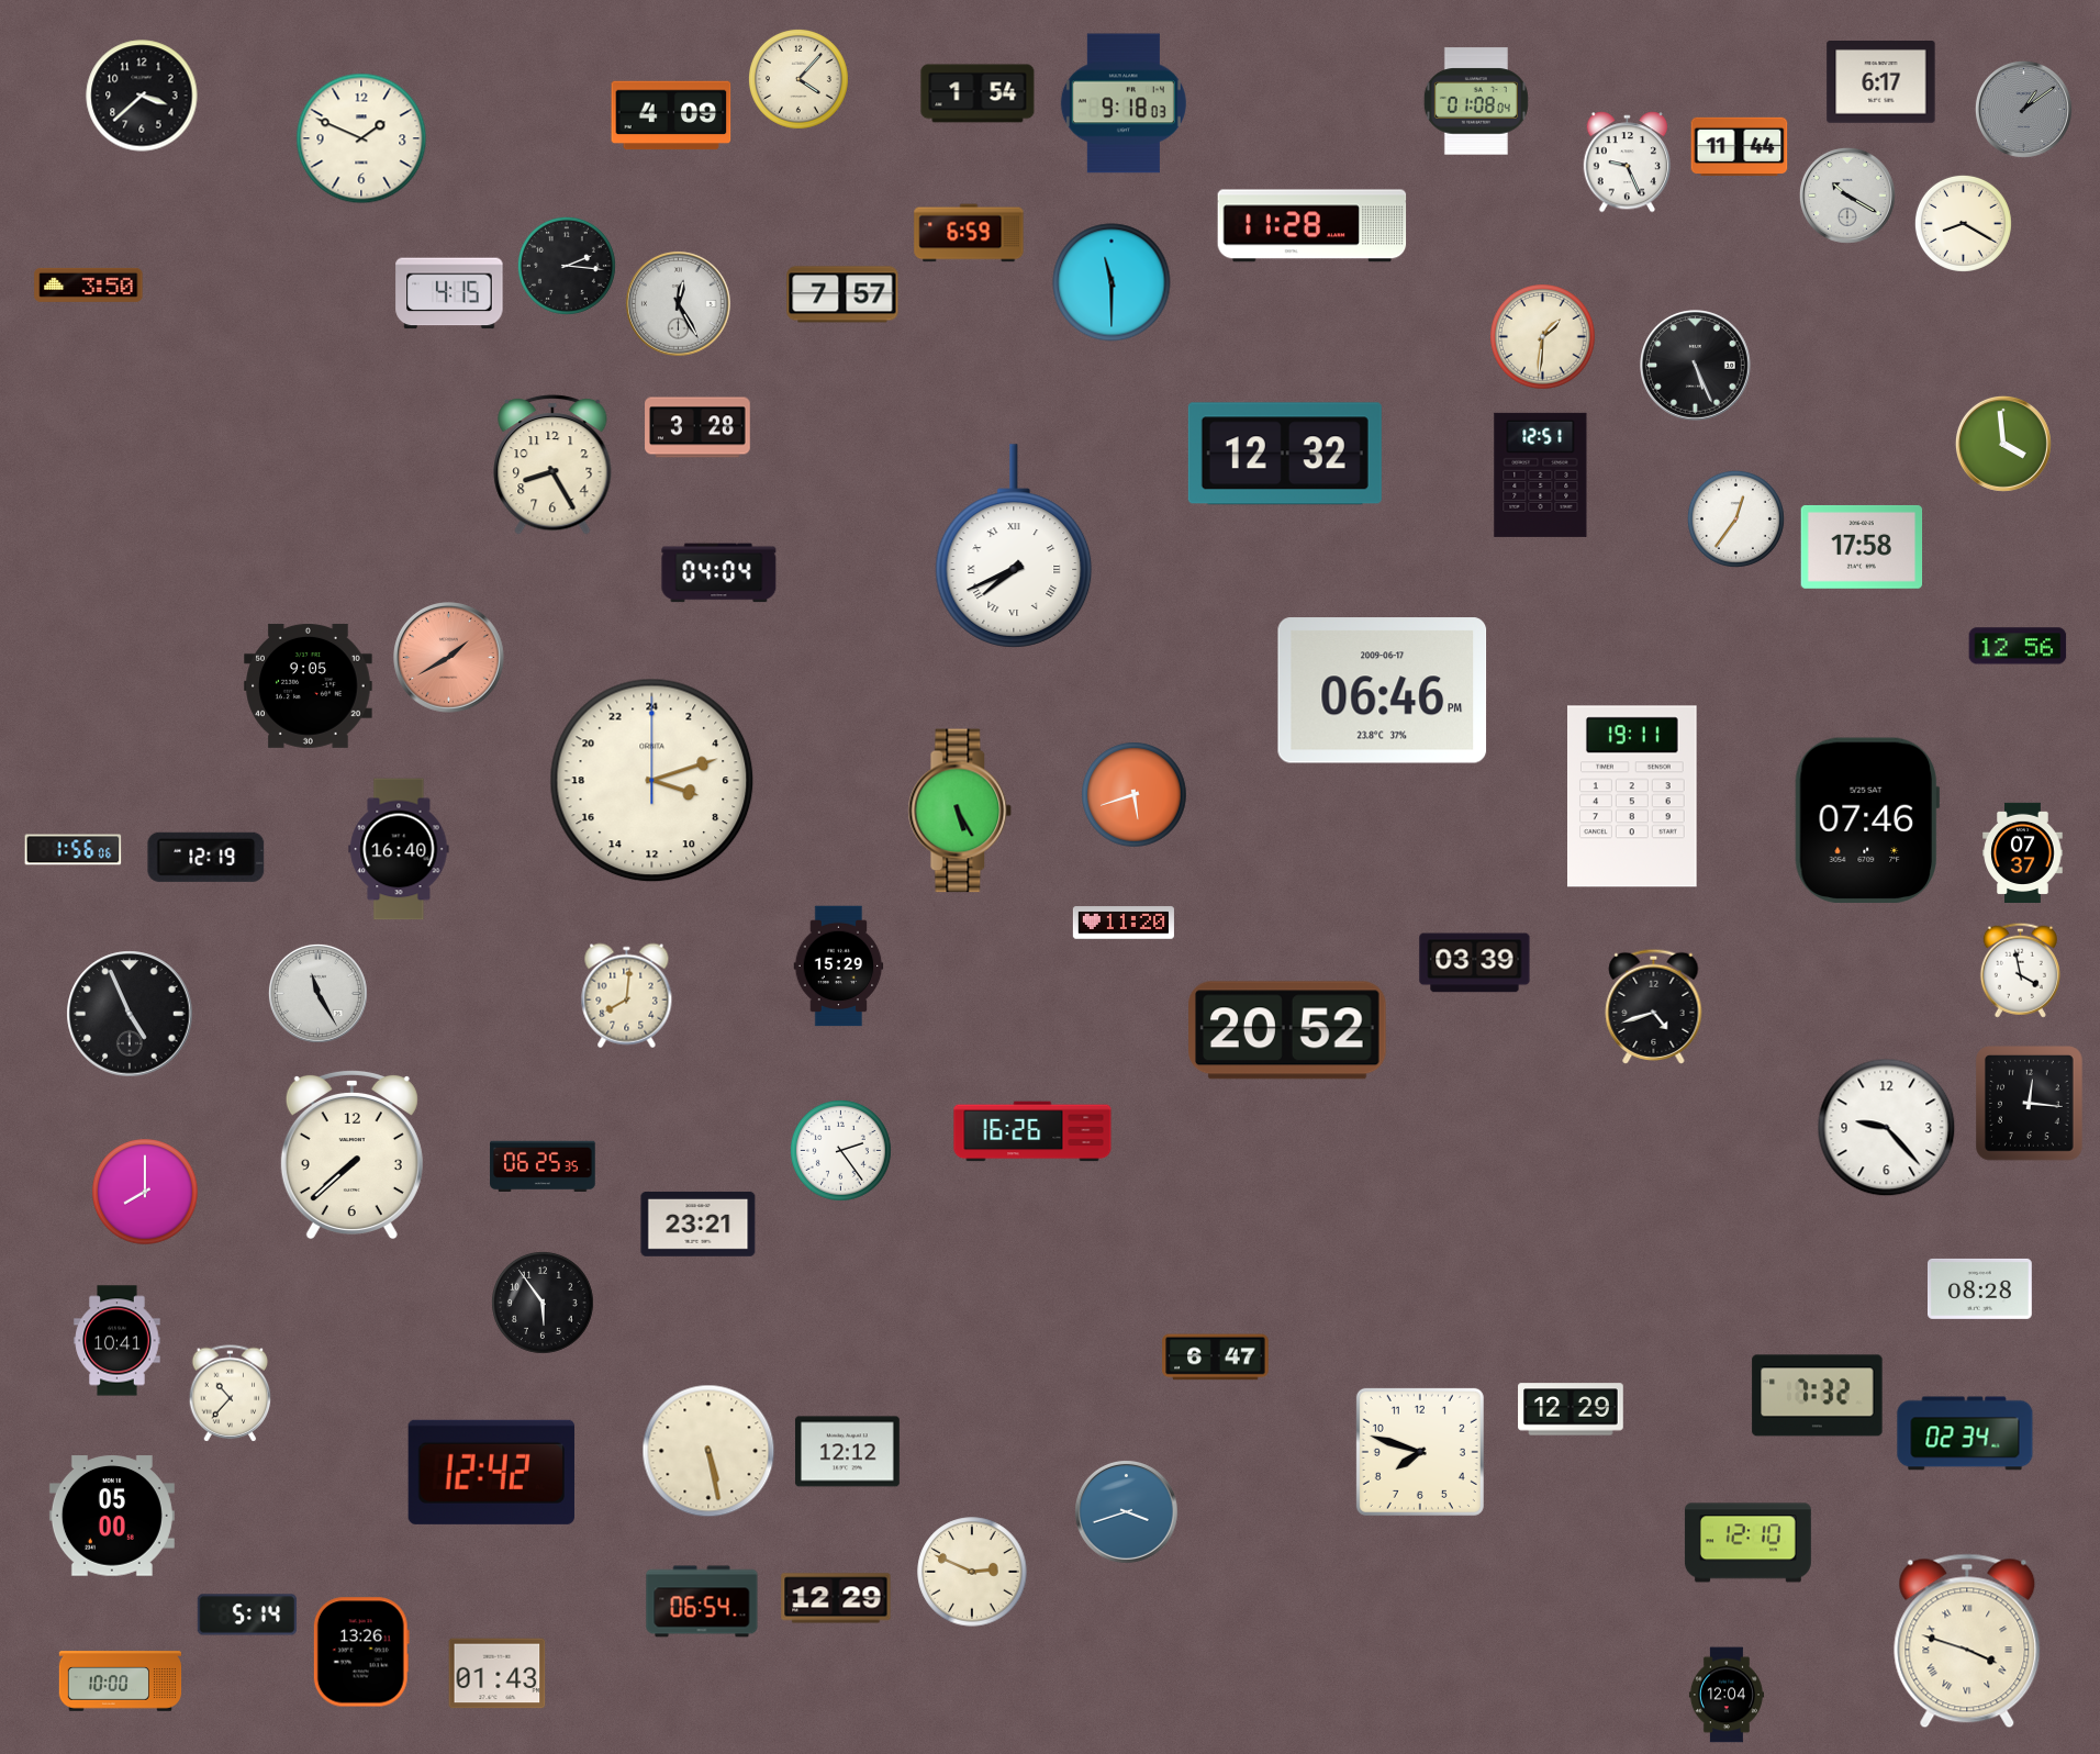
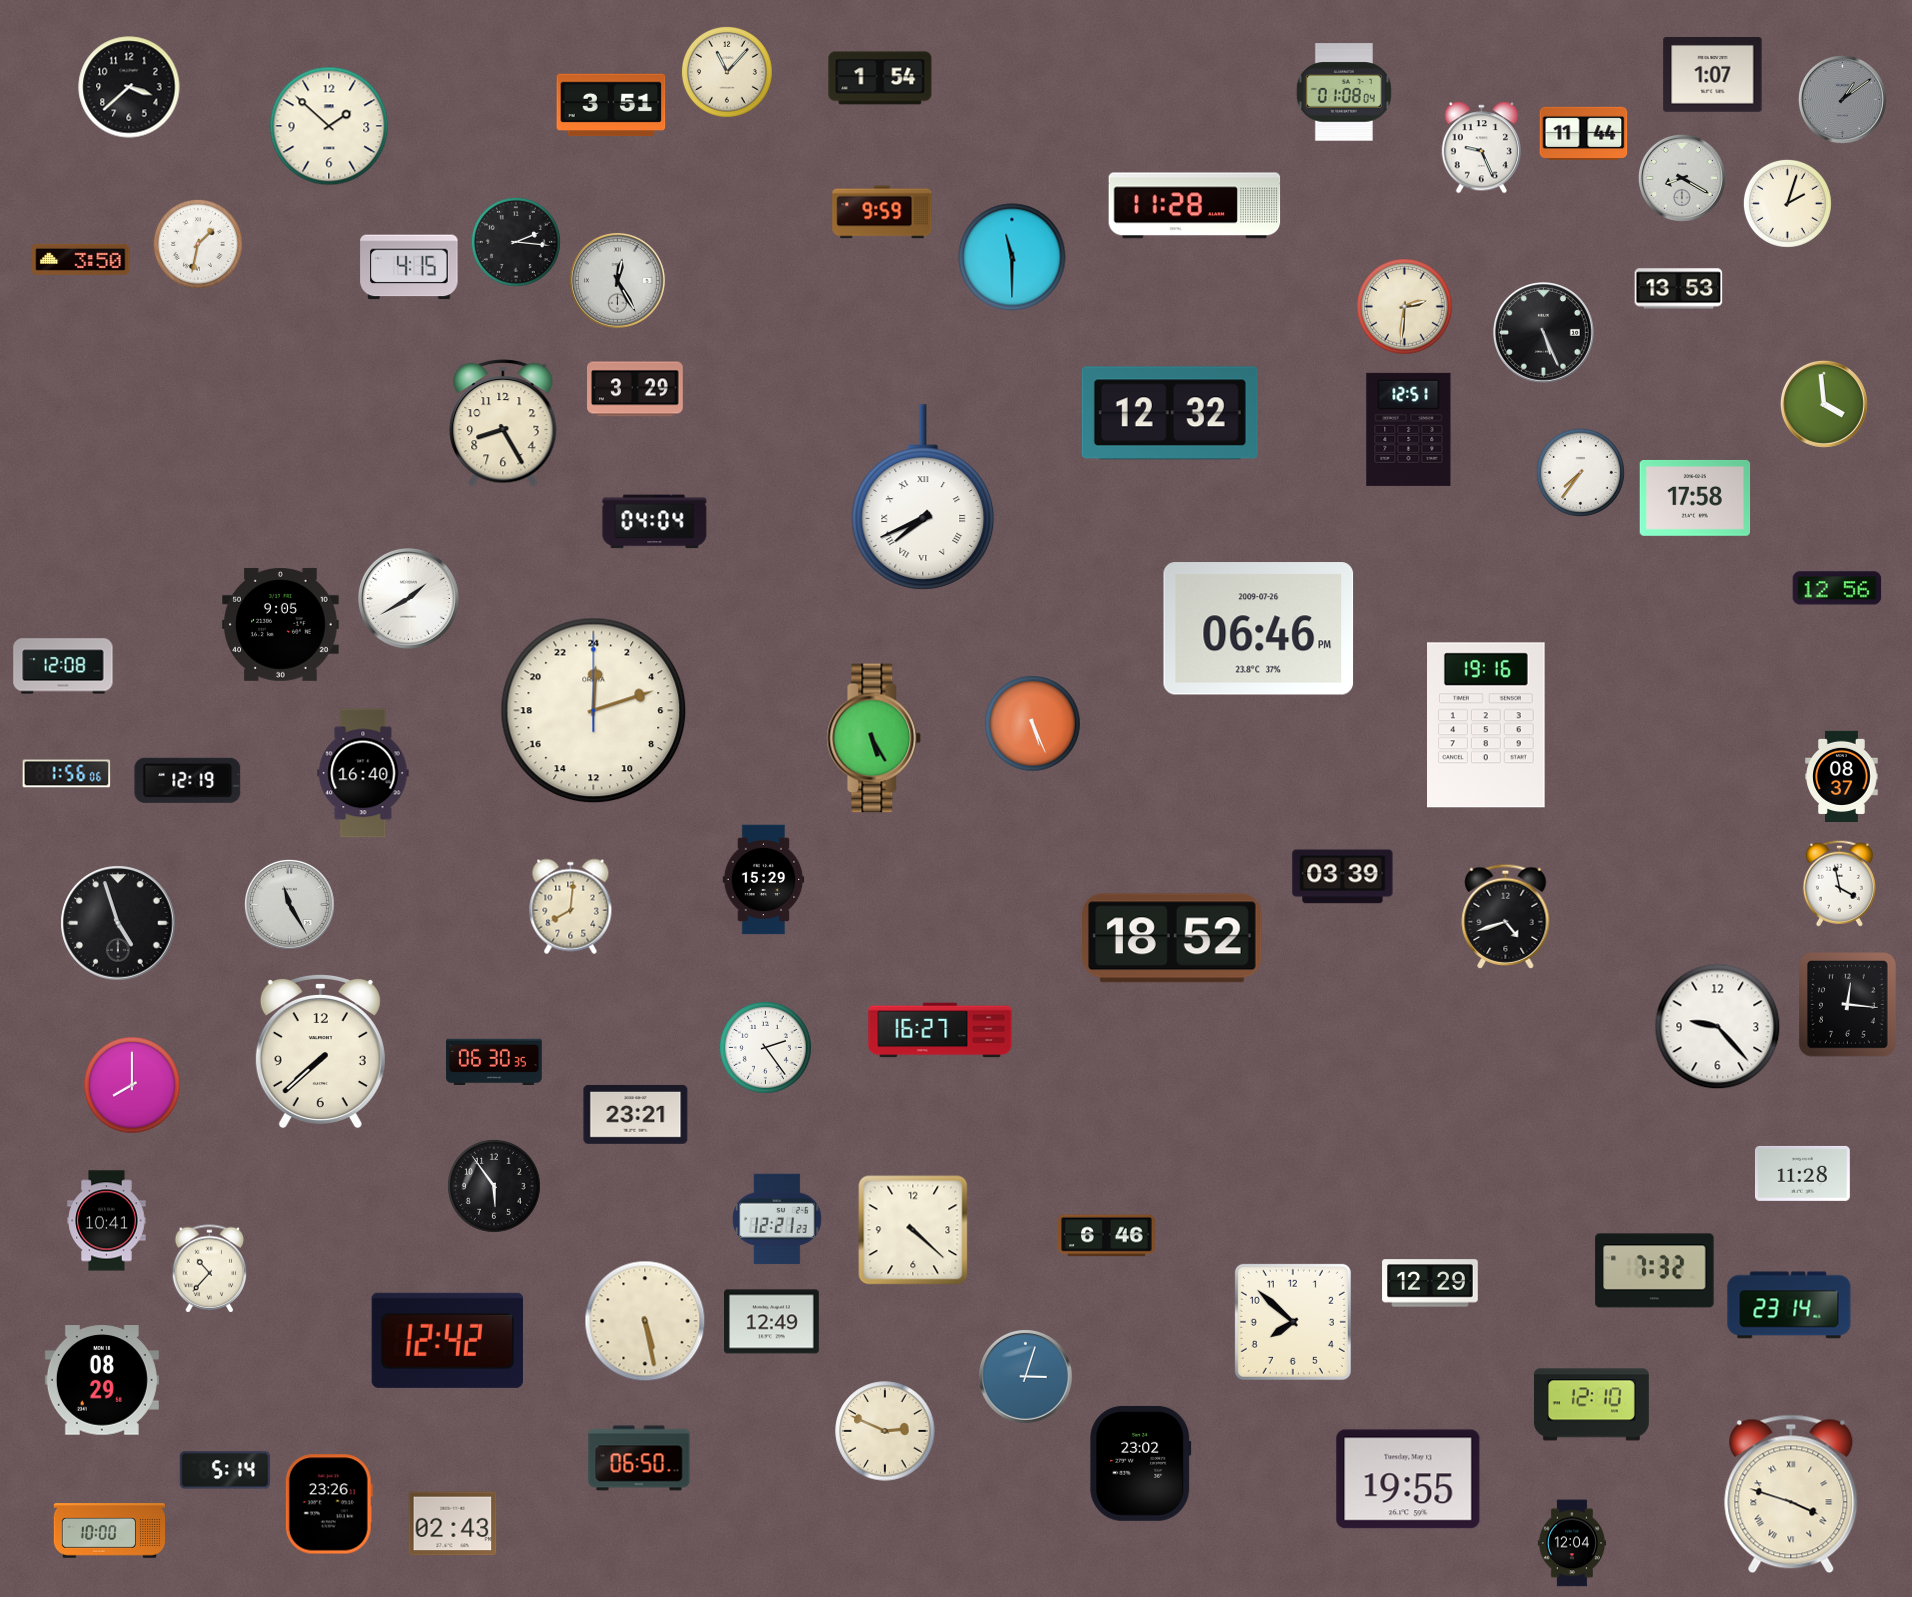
clock at (798, 79): 4:07 -> 11:07
clock at (1881, 82): 6:17 -> 1:07
clock at (978, 93) position: (978, 93) -> (880, 78)
clock at (1124, 103): 9:18 -> none
clock at (671, 115): 4:09 -> 3:51
clock at (361, 138): 1:49 -> 1:52
clock at (1847, 195): 10:20 -> 8:20
clock at (1963, 223): 8:20 -> 2:03
clock at (969, 233): 6:59 -> 9:59
clock at (198, 244): none -> 1:32
clock at (842, 294): 7:57 -> none
clock at (678, 303) position: (678, 303) -> (617, 280)
clock at (1679, 289): none -> 13:53
clock at (1543, 337): 1:31 -> 2:31
clock at (697, 427): 3:28 -> 3:29
clock at (1541, 474) position: (1541, 474) -> (1409, 429)
clock at (1735, 518): 12:36 -> 7:36
clock at (449, 658) dial: salmon -> white
clock at (1383, 691) date: 2009-06-17 -> 2009-07-26
clock at (63, 666): none -> 12:08
clock at (652, 781): 7:12 -> 0:12
clock at (1135, 795): 5:42 -> 5:26
clock at (1633, 796): 19:11 -> 19:16
clock at (1867, 819): 07:46 -> none
clock at (2023, 852): 07:37 -> 08:37
clock at (1124, 923): 11:20 -> none
clock at (130, 1014): 4:56 -> 4:57
clock at (1287, 1030): 20:52 -> 18:52
clock at (1032, 1131): 16:26 -> 16:27
clock at (543, 1165): 06:25 -> 06:30
clock at (1980, 1288): 08:28 -> 11:28
clock at (777, 1219): none -> 12:21
clock at (913, 1230): none -> 4:22
clock at (1216, 1358): 6:47 -> 6:46
clock at (1965, 1433): 02:34 -> 23:14
clock at (848, 1452): 12:12 -> 12:49
clock at (1420, 1452): 7:48 -> 7:52
clock at (1126, 1511): 3:42 -> 3:03
clock at (112, 1516): 05:00 -> 08:29
clock at (836, 1598): 12:29 -> none
clock at (702, 1601): 06:54 -> 06:50
clock at (1141, 1463): none -> 23:02
clock at (1408, 1479): none -> 19:55
clock at (361, 1652): 13:26 -> 23:26
clock at (498, 1674): 01:43 -> 02:43
